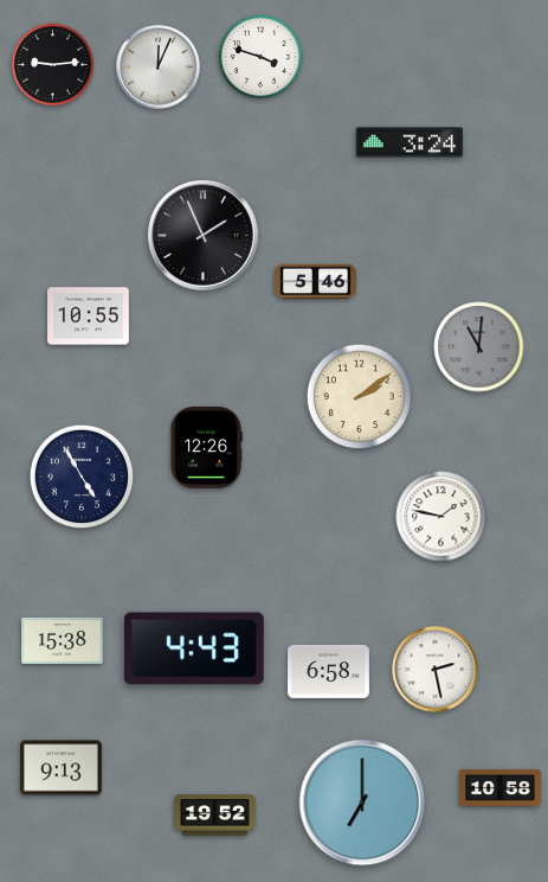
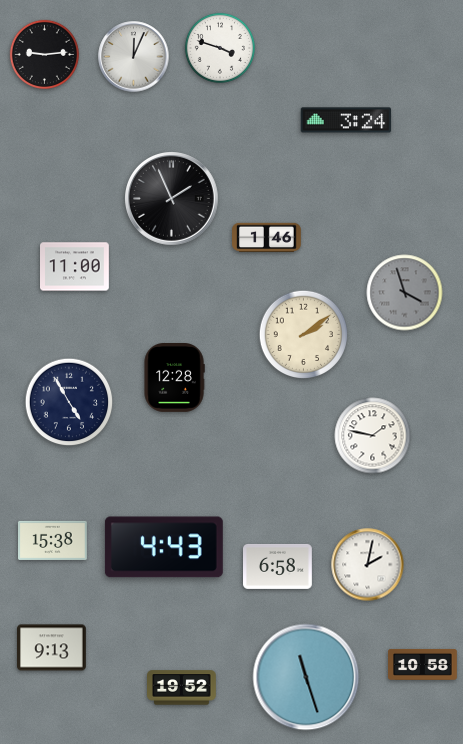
clock at (316, 282): 5:46 -> 1:46
clock at (89, 317): 10:55 -> 11:00
clock at (479, 347): 11:01 -> 3:57
clock at (206, 448): 12:26 -> 12:28
clock at (436, 670): 2:28 -> 2:02
clock at (362, 803): 7:00 -> 11:27
